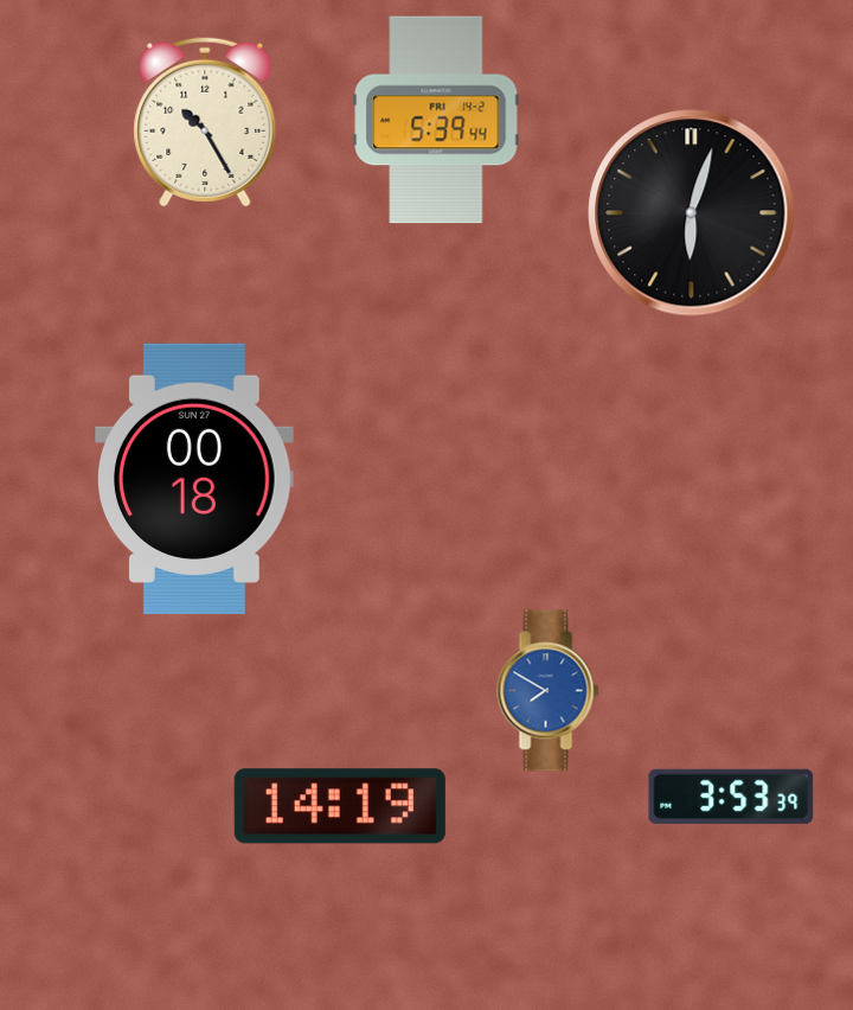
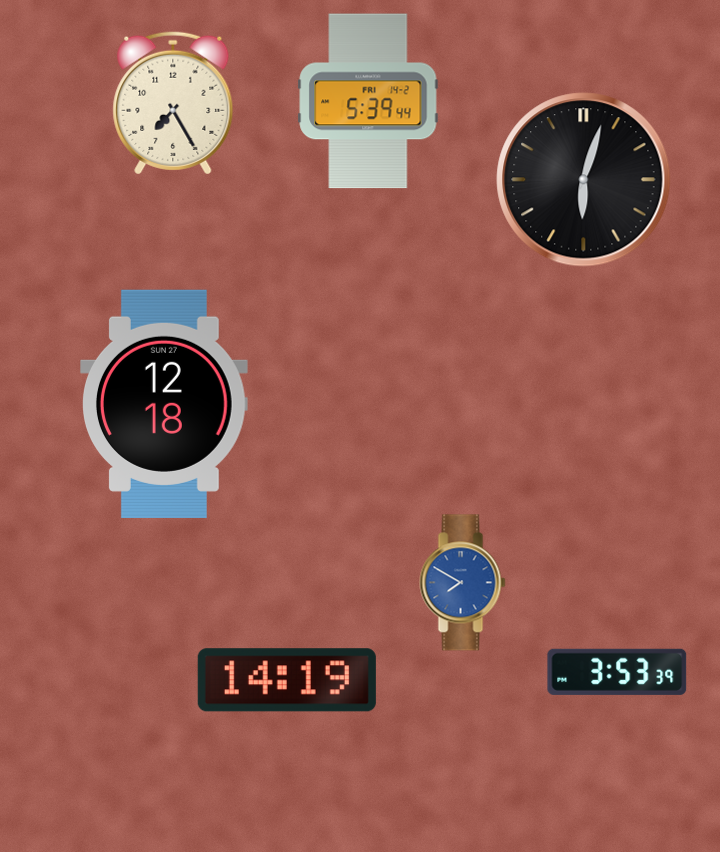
clock at (205, 122): 10:25 -> 7:25
clock at (195, 479): 00:18 -> 12:18
